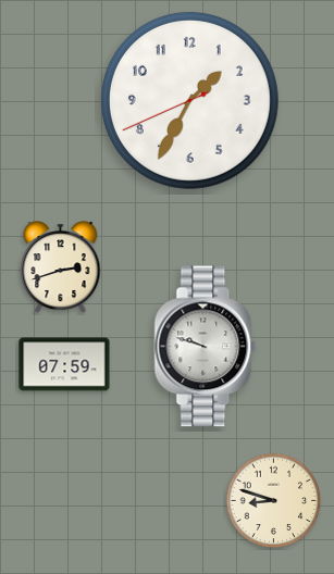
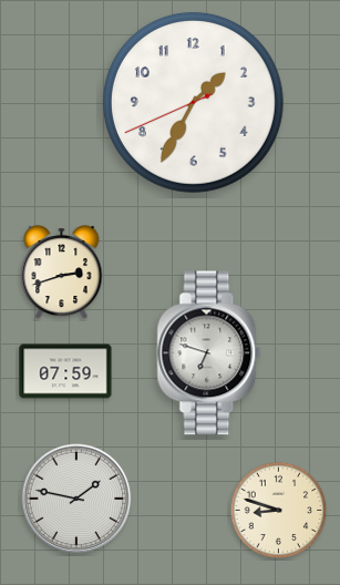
clock at (206, 347): 9:48 -> 6:48
clock at (76, 499): none -> 1:47
